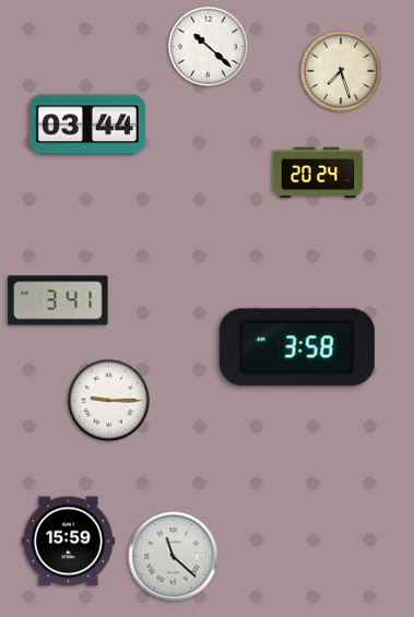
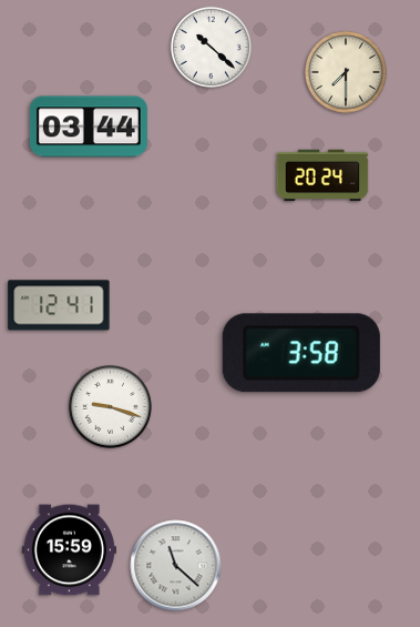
clock at (341, 71): 7:27 -> 7:30
clock at (58, 300): 3:41 -> 12:41
clock at (109, 401): 9:15 -> 9:18
